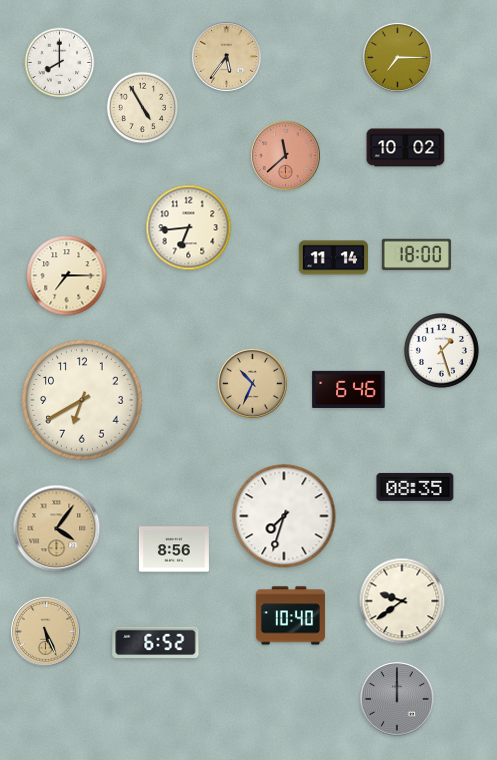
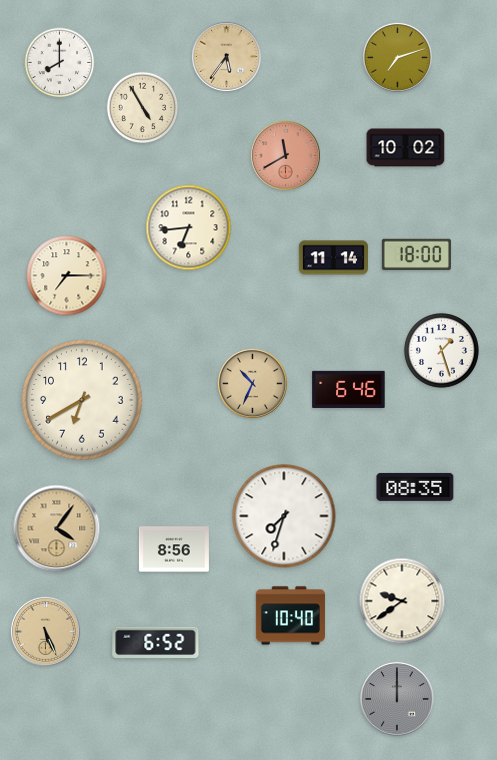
clock at (397, 57): 7:15 -> 7:12
clock at (285, 155): 11:38 -> 11:40
